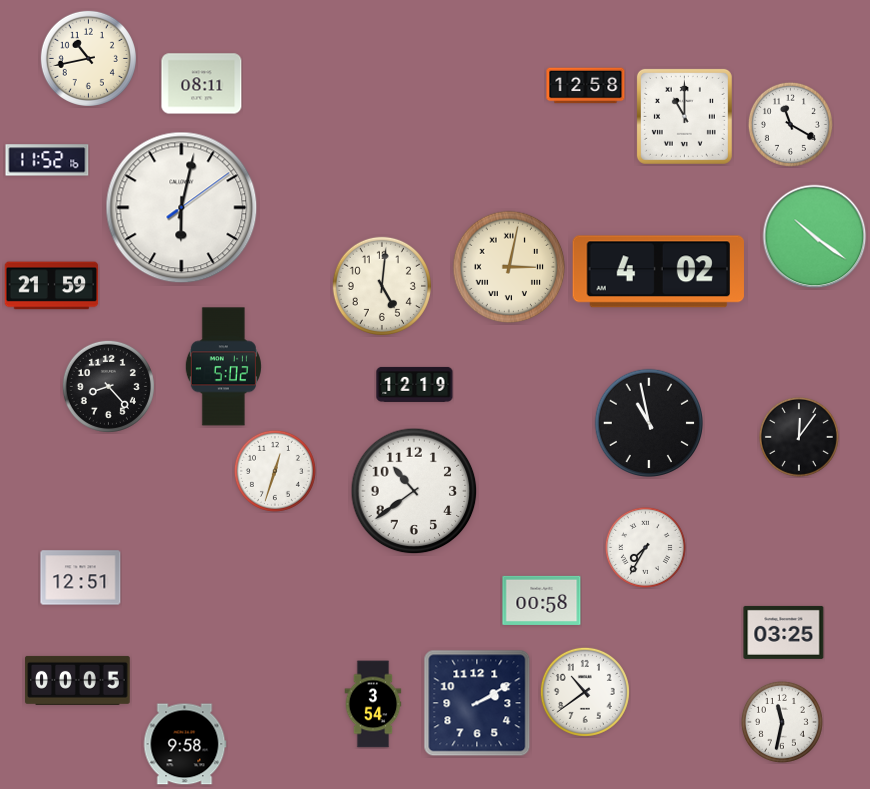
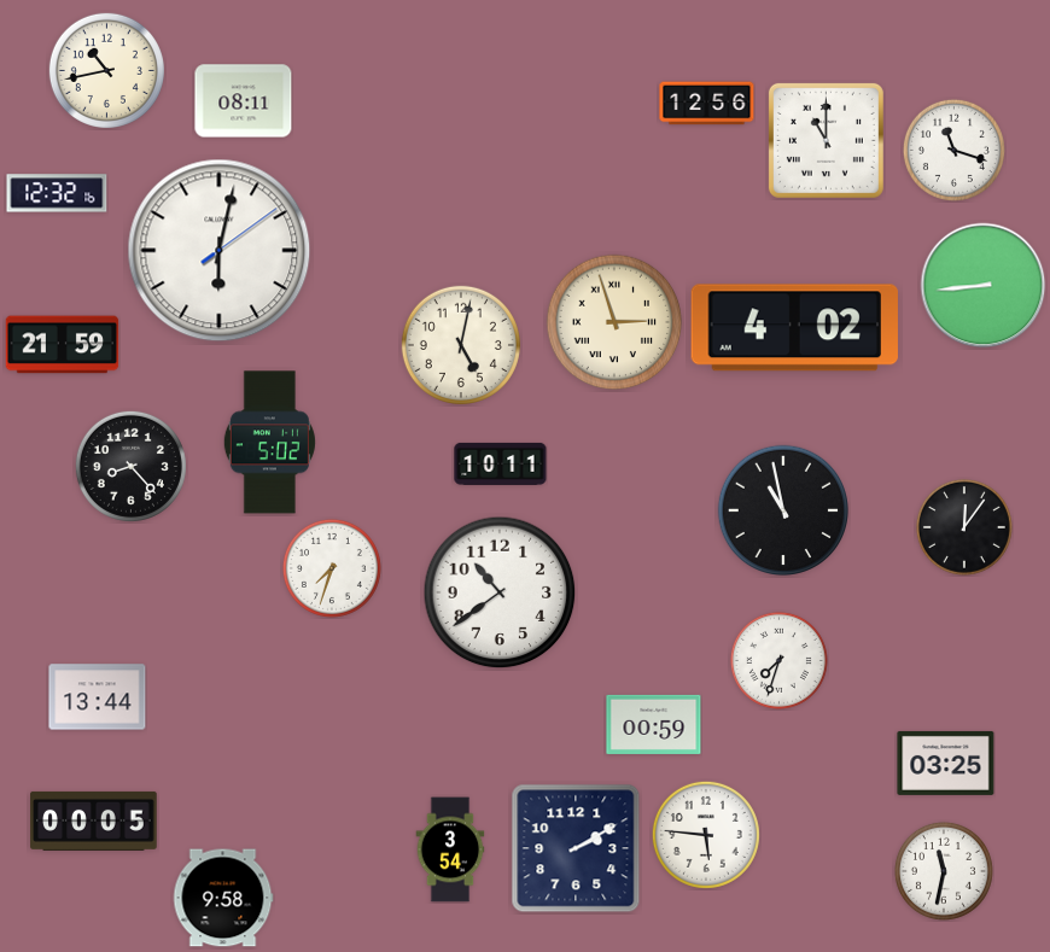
clock at (586, 86): 12:58 -> 12:56
clock at (790, 124): 11:20 -> 11:18
clock at (47, 160): 11:52 -> 12:32
clock at (815, 237): 10:21 -> 8:44
clock at (509, 267): 3:02 -> 2:57
clock at (382, 286): 5:01 -> 5:02
clock at (415, 384): 12:19 -> 10:11
clock at (275, 471): 12:33 -> 7:33
clock at (645, 547): 7:35 -> 7:33
clock at (81, 578): 12:51 -> 13:44
clock at (542, 600): 00:58 -> 00:59
clock at (585, 692): 10:39 -> 5:46
